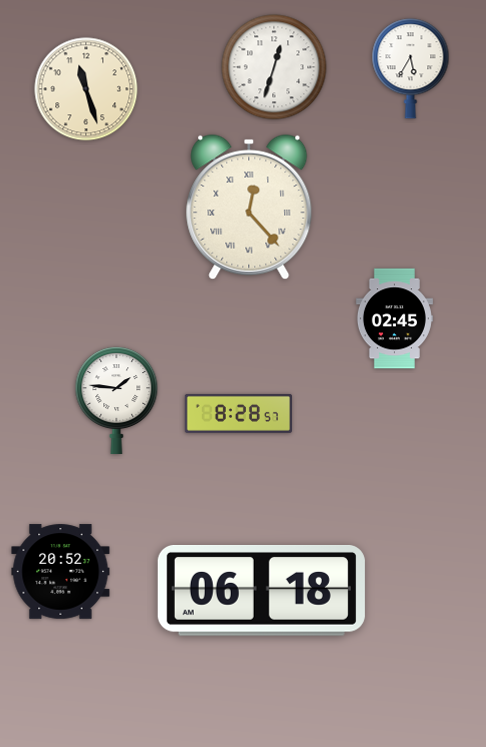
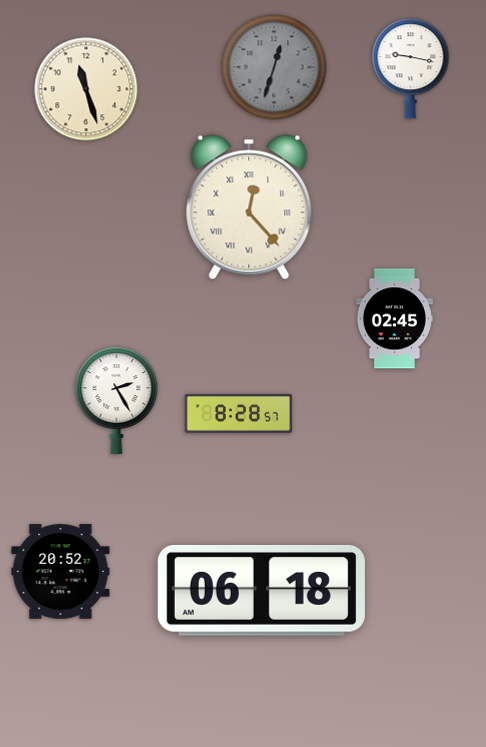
clock at (274, 67) dial: white -> grey
clock at (411, 69): 5:35 -> 9:17
clock at (117, 400): 1:46 -> 2:25
